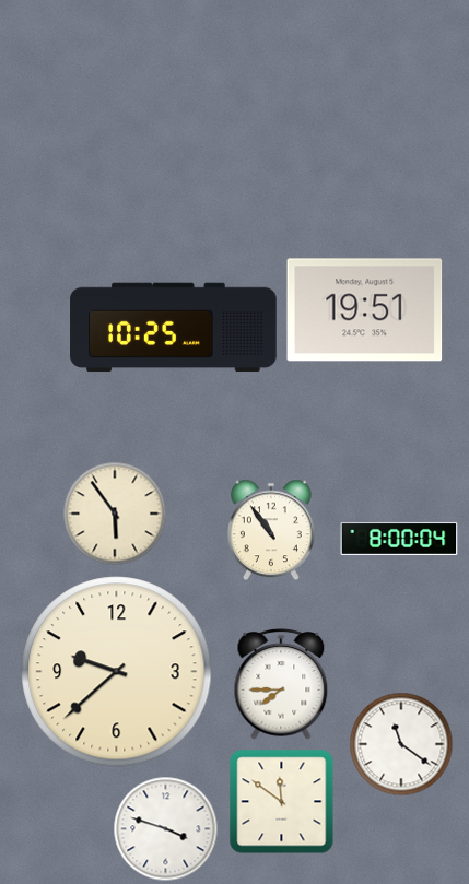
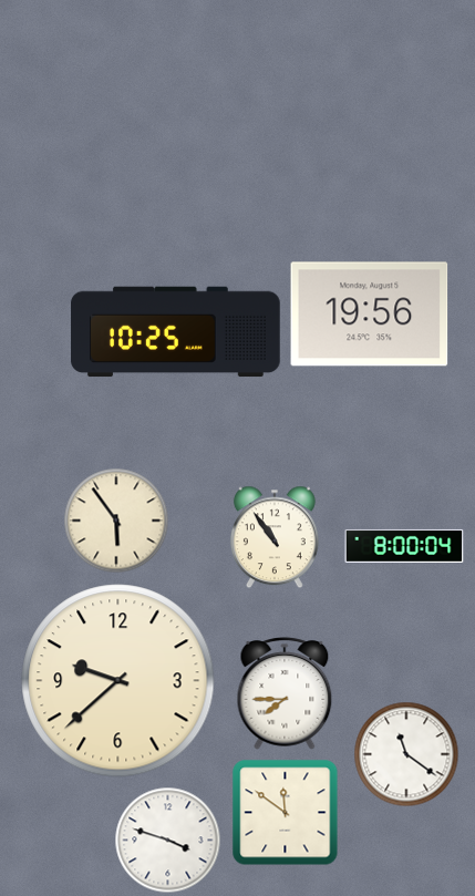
clock at (365, 310): 19:51 -> 19:56
